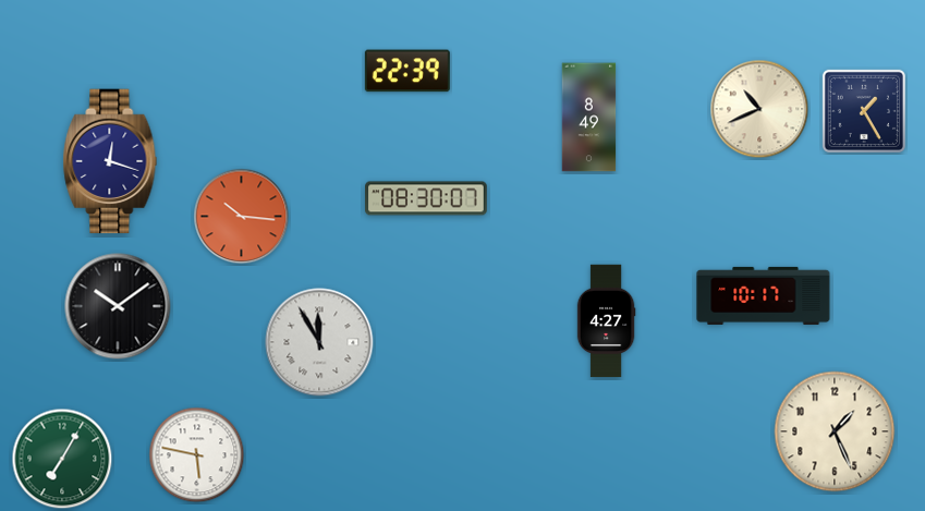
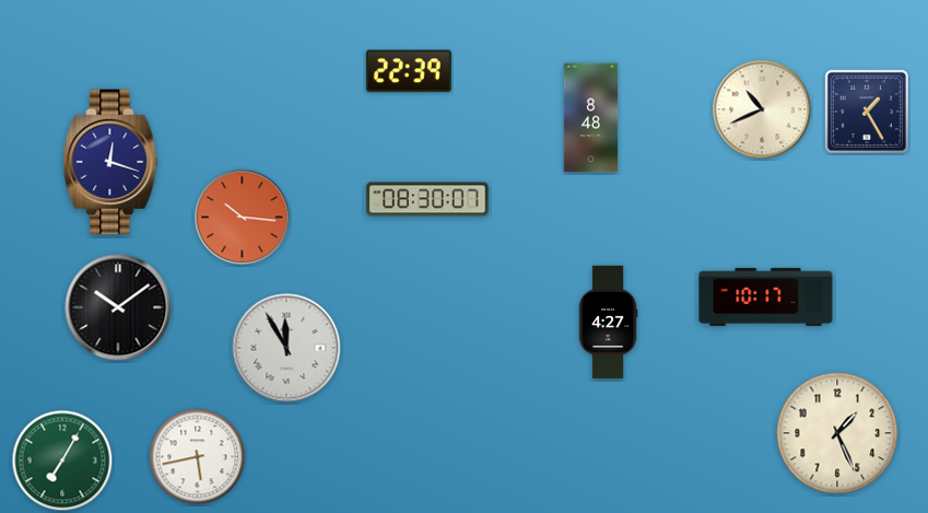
clock at (589, 118): 8:49 -> 8:48
clock at (319, 342) position: (319, 342) -> (286, 348)
clock at (197, 455): 5:47 -> 5:43
